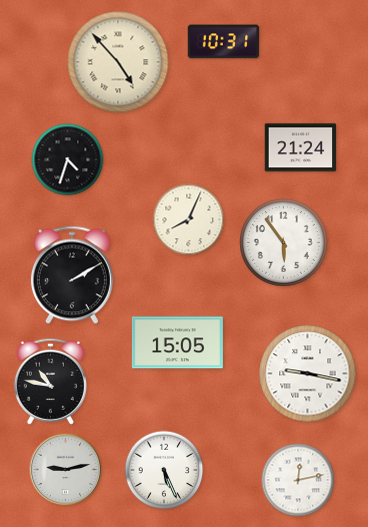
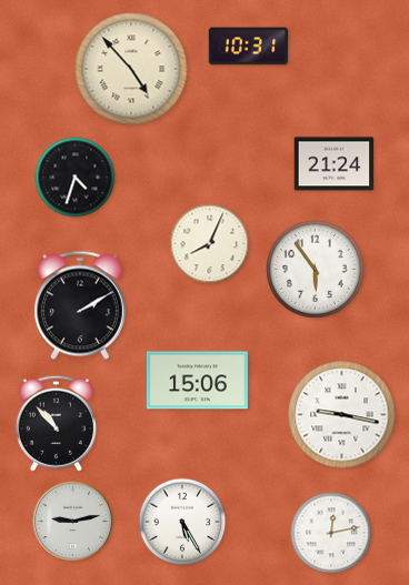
clock at (177, 343): 15:05 -> 15:06
clock at (50, 381): 10:47 -> 10:53
clock at (164, 470): 5:26 -> 5:25
